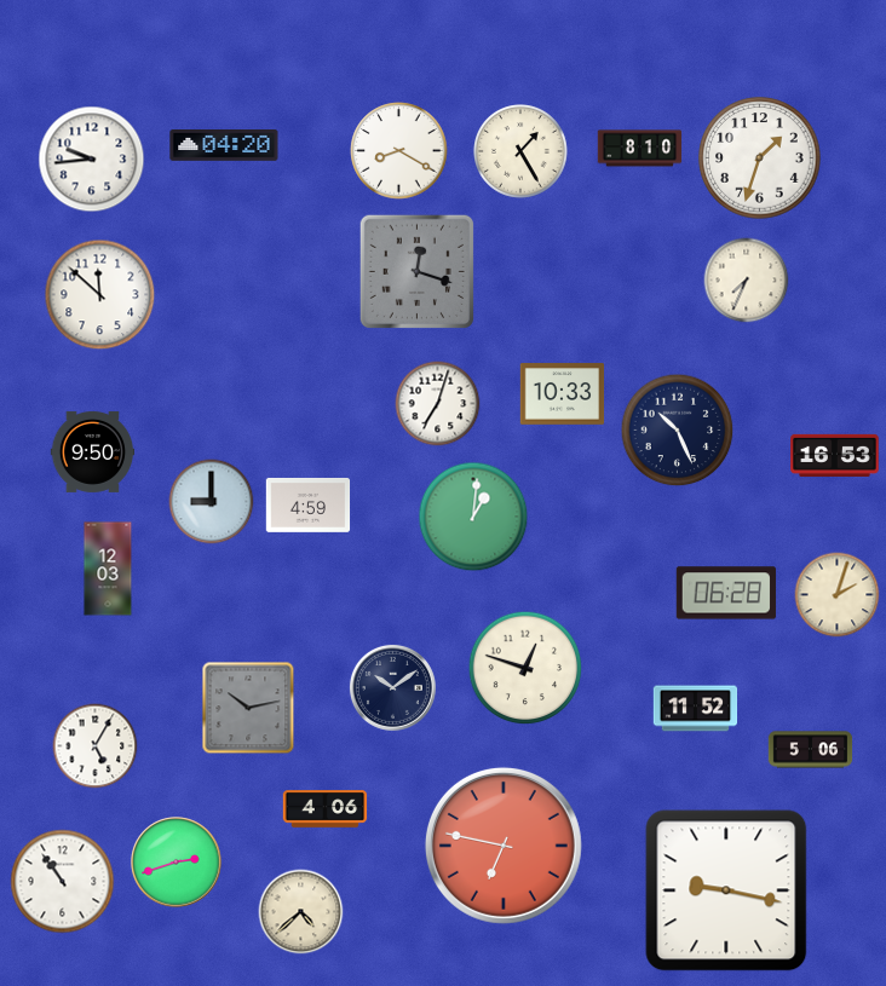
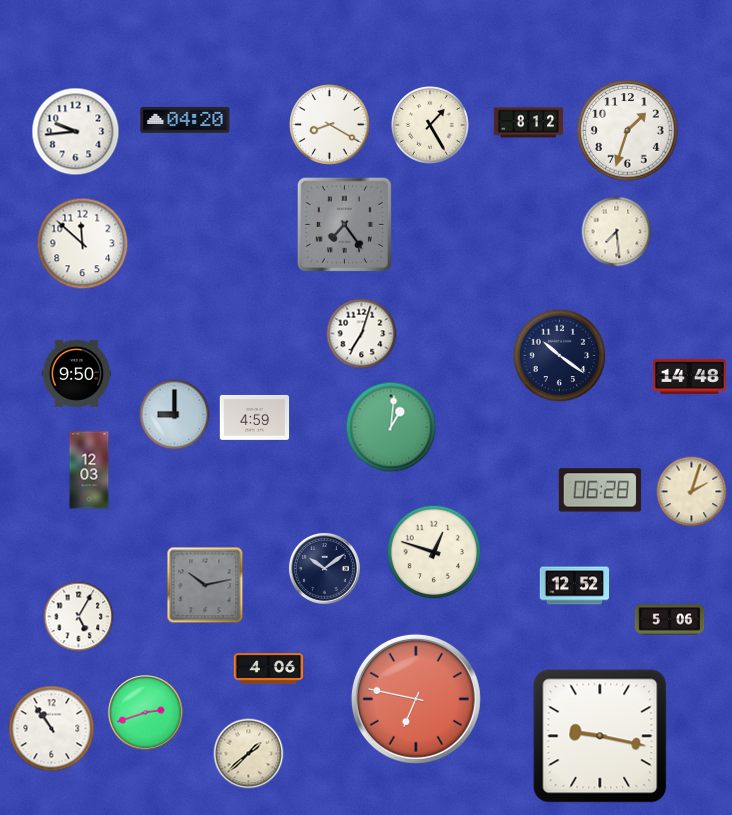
clock at (640, 149): 8:10 -> 8:12
clock at (416, 271): 12:18 -> 7:24
clock at (747, 281): 7:34 -> 7:29
clock at (563, 394): 10:33 -> none
clock at (678, 431): 10:26 -> 10:21
clock at (835, 455): 16:53 -> 14:48
clock at (696, 709): 11:52 -> 12:52
clock at (301, 912): 4:38 -> 1:38
